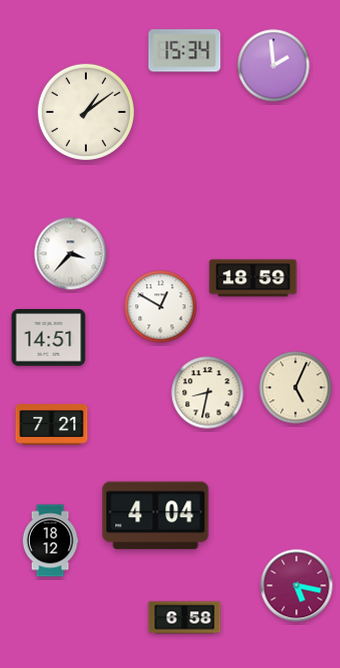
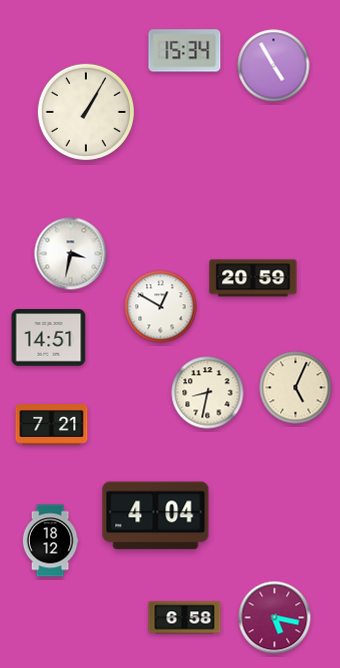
clock at (274, 66): 1:59 -> 4:55
clock at (86, 112): 1:09 -> 1:05
clock at (71, 254): 3:37 -> 3:32
clock at (253, 278): 18:59 -> 20:59
clock at (297, 586) position: (297, 586) -> (275, 618)
